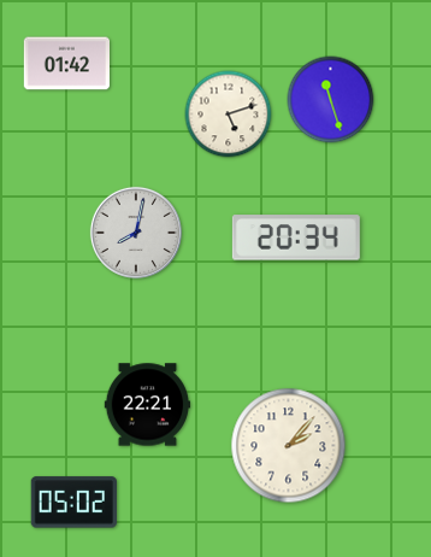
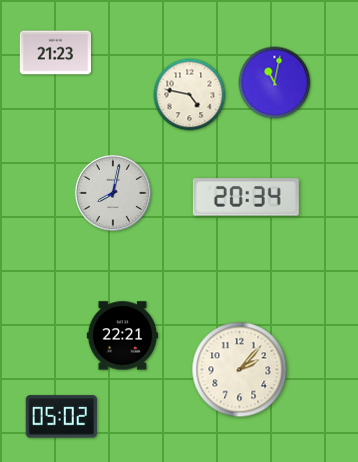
clock at (67, 64): 01:42 -> 21:23
clock at (331, 100): 11:27 -> 11:02
clock at (229, 115): 5:12 -> 4:47
